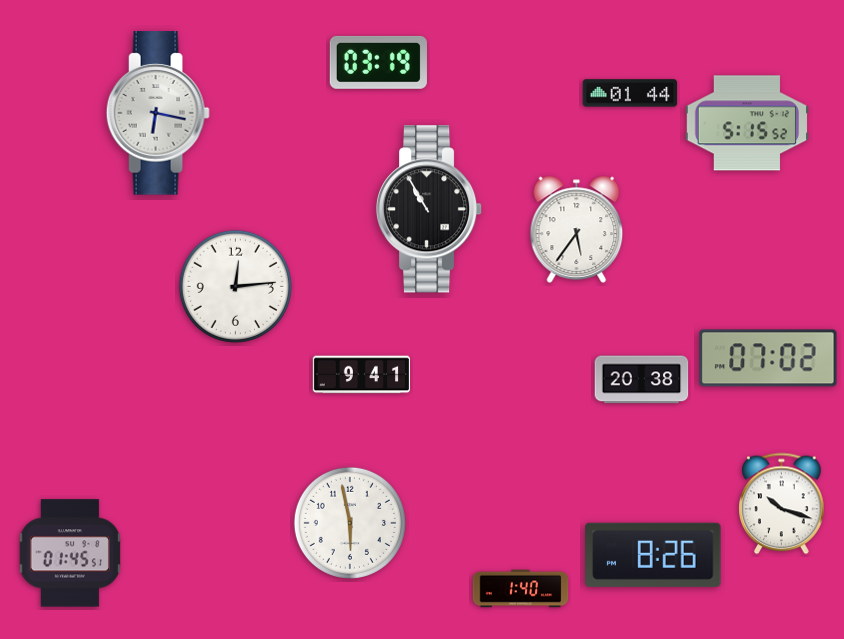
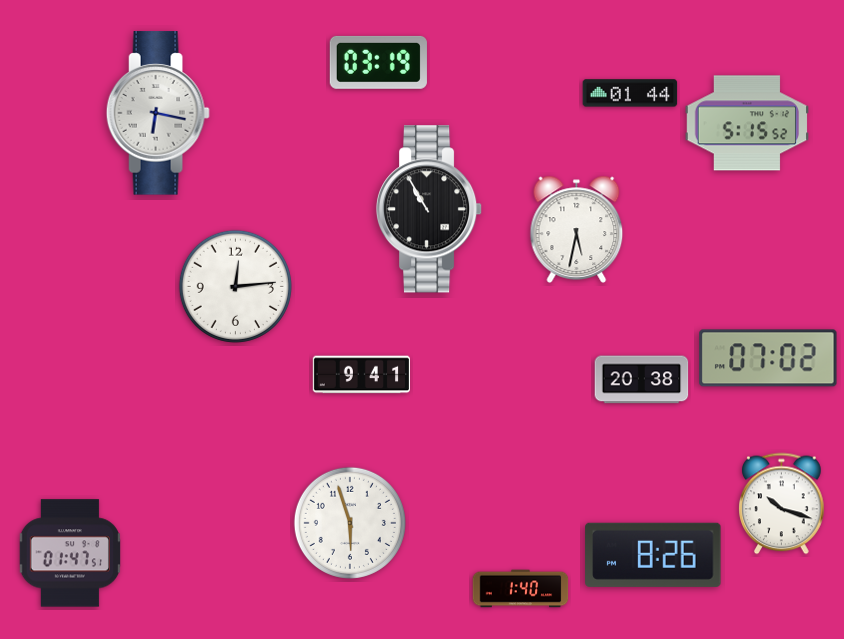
clock at (577, 229): 5:36 -> 5:32
clock at (350, 523): 5:58 -> 5:57
clock at (69, 553): 01:45 -> 01:47
